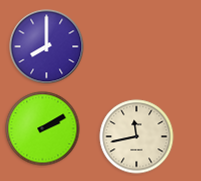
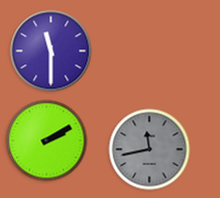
clock at (47, 47): 8:00 -> 11:30
clock at (137, 137) dial: cream -> grey
